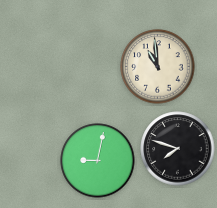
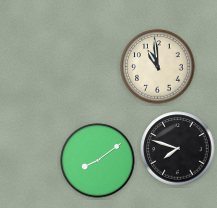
clock at (98, 161): 9:02 -> 8:09
